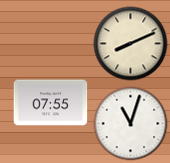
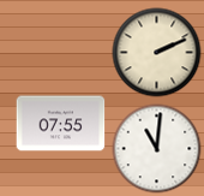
clock at (131, 44): 8:11 -> 2:11
clock at (131, 124): 11:03 -> 11:01
